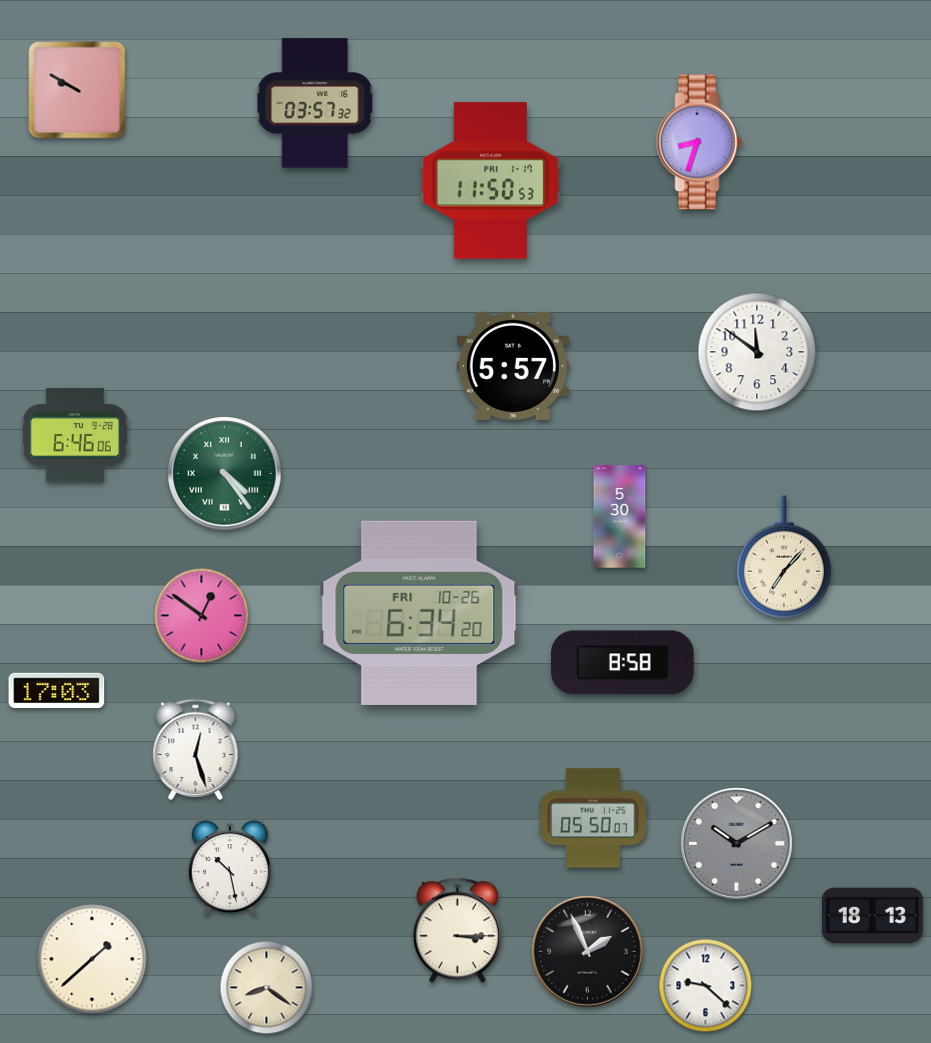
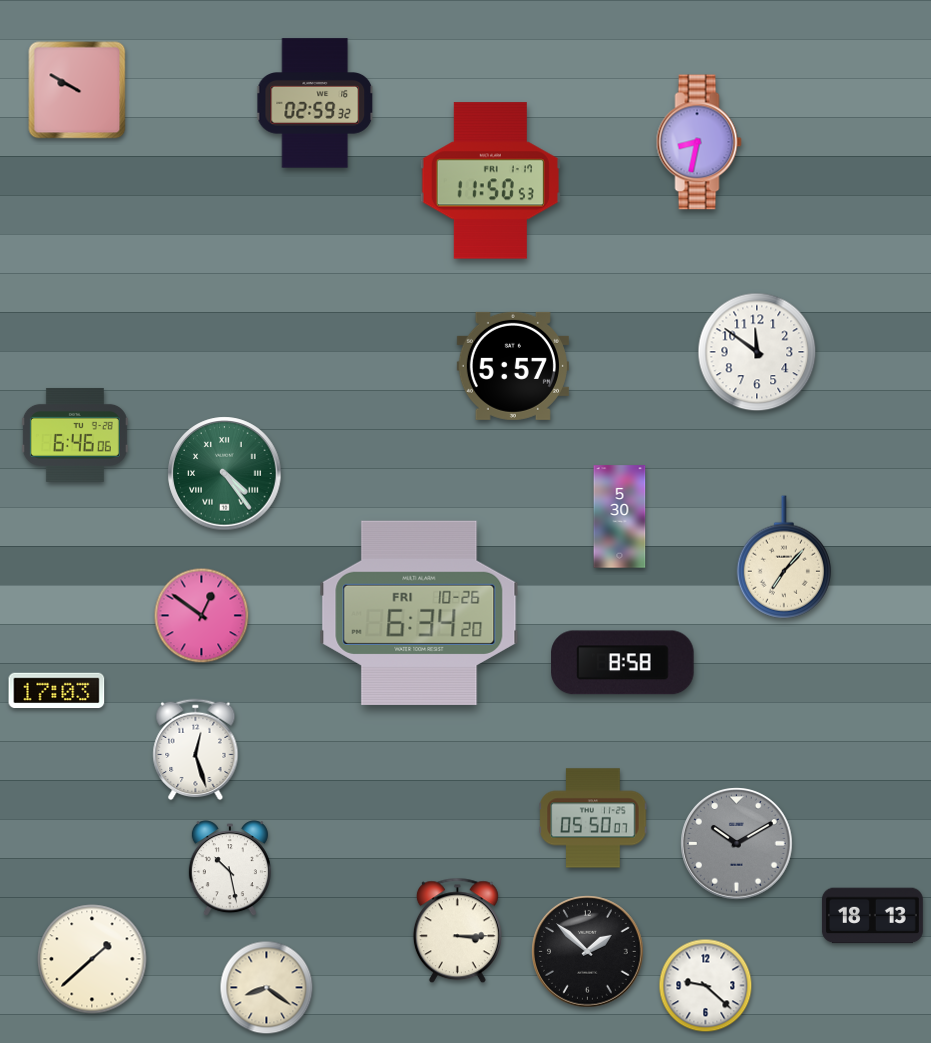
clock at (316, 103): 03:57 -> 02:59
clock at (699, 142): 8:33 -> 8:32
clock at (588, 952): 1:56 -> 1:52
